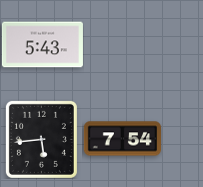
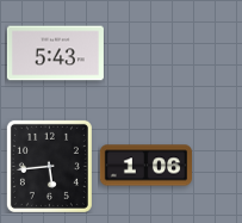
clock at (42, 45) position: (42, 45) -> (55, 54)
clock at (122, 139): 7:54 -> 1:06
